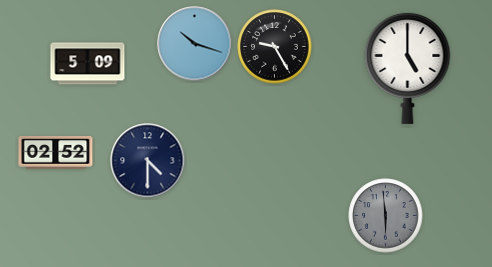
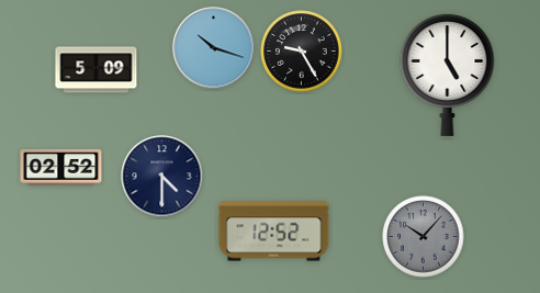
clock at (274, 232): none -> 12:52
clock at (386, 216): 5:59 -> 10:07
